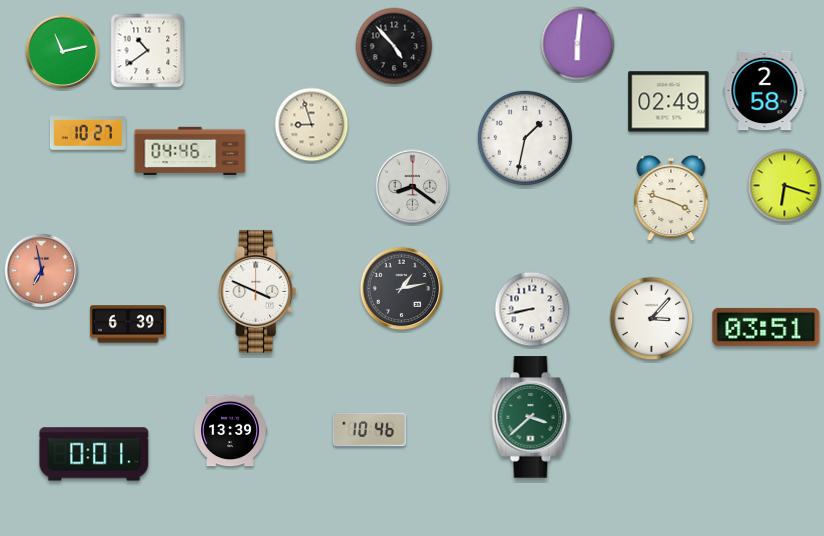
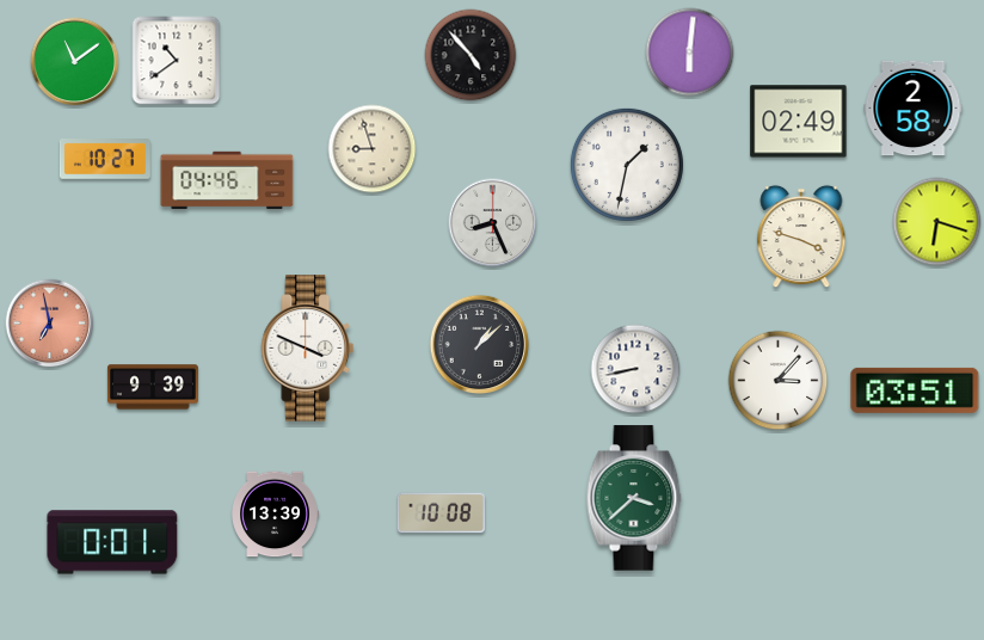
clock at (63, 52): 11:13 -> 11:09
clock at (413, 187): 8:21 -> 8:26
clock at (402, 289): 1:13 -> 1:08
clock at (128, 324): 6:39 -> 9:39
clock at (369, 430): 10:46 -> 10:08
